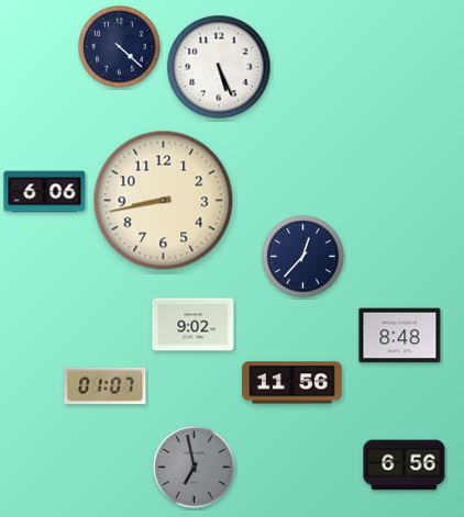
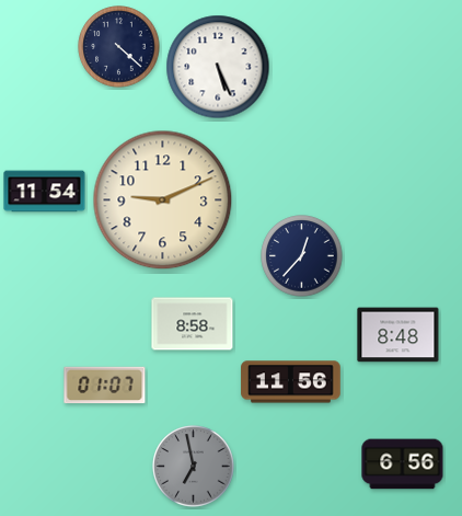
clock at (45, 192): 6:06 -> 11:54
clock at (164, 201): 8:43 -> 9:11
clock at (194, 325): 9:02 -> 8:58
